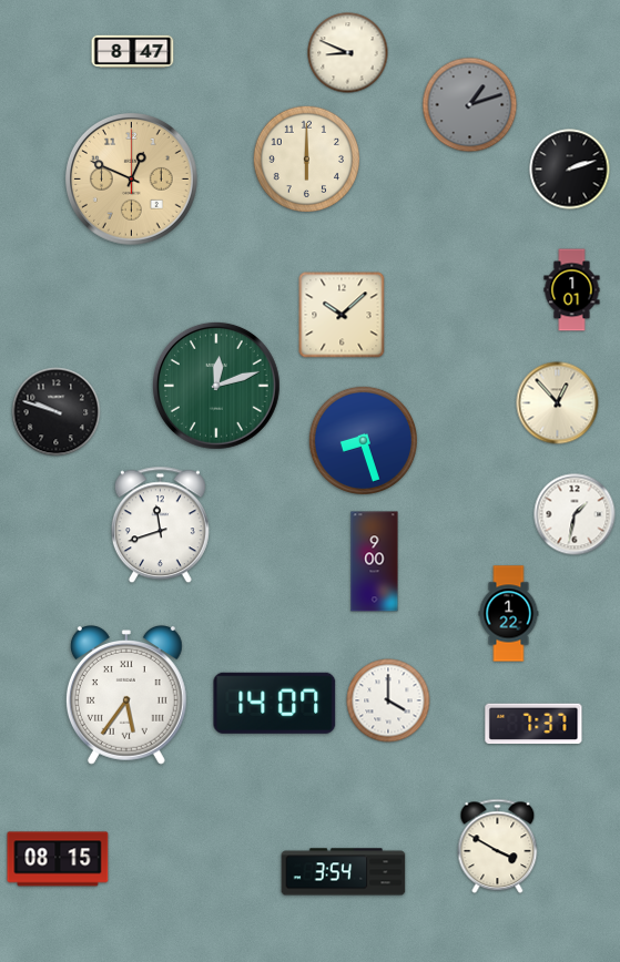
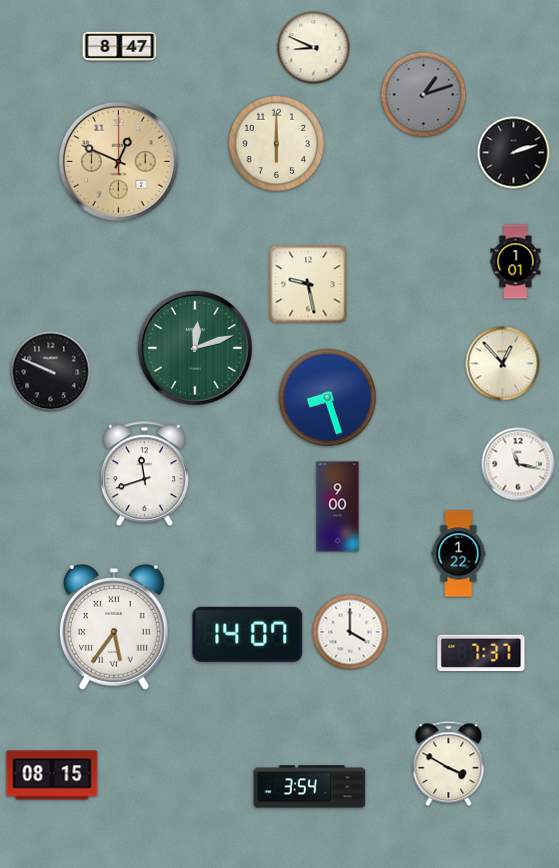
clock at (342, 315): 10:08 -> 9:28
clock at (57, 412): 9:48 -> 9:49
clock at (575, 514): 1:32 -> 11:17
